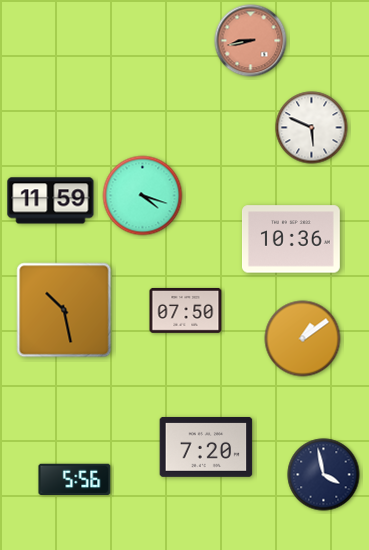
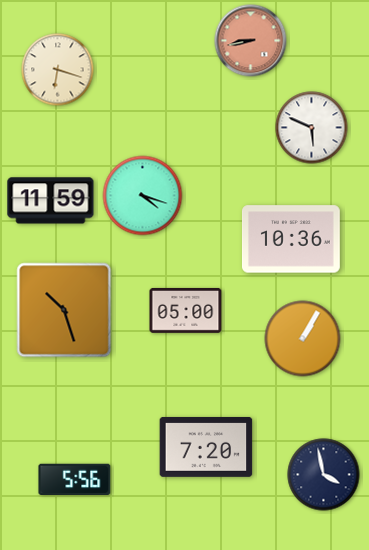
clock at (58, 70): none -> 6:18
clock at (64, 310): 10:28 -> 10:27
clock at (186, 310): 07:50 -> 05:00
clock at (303, 339): 1:09 -> 1:05
